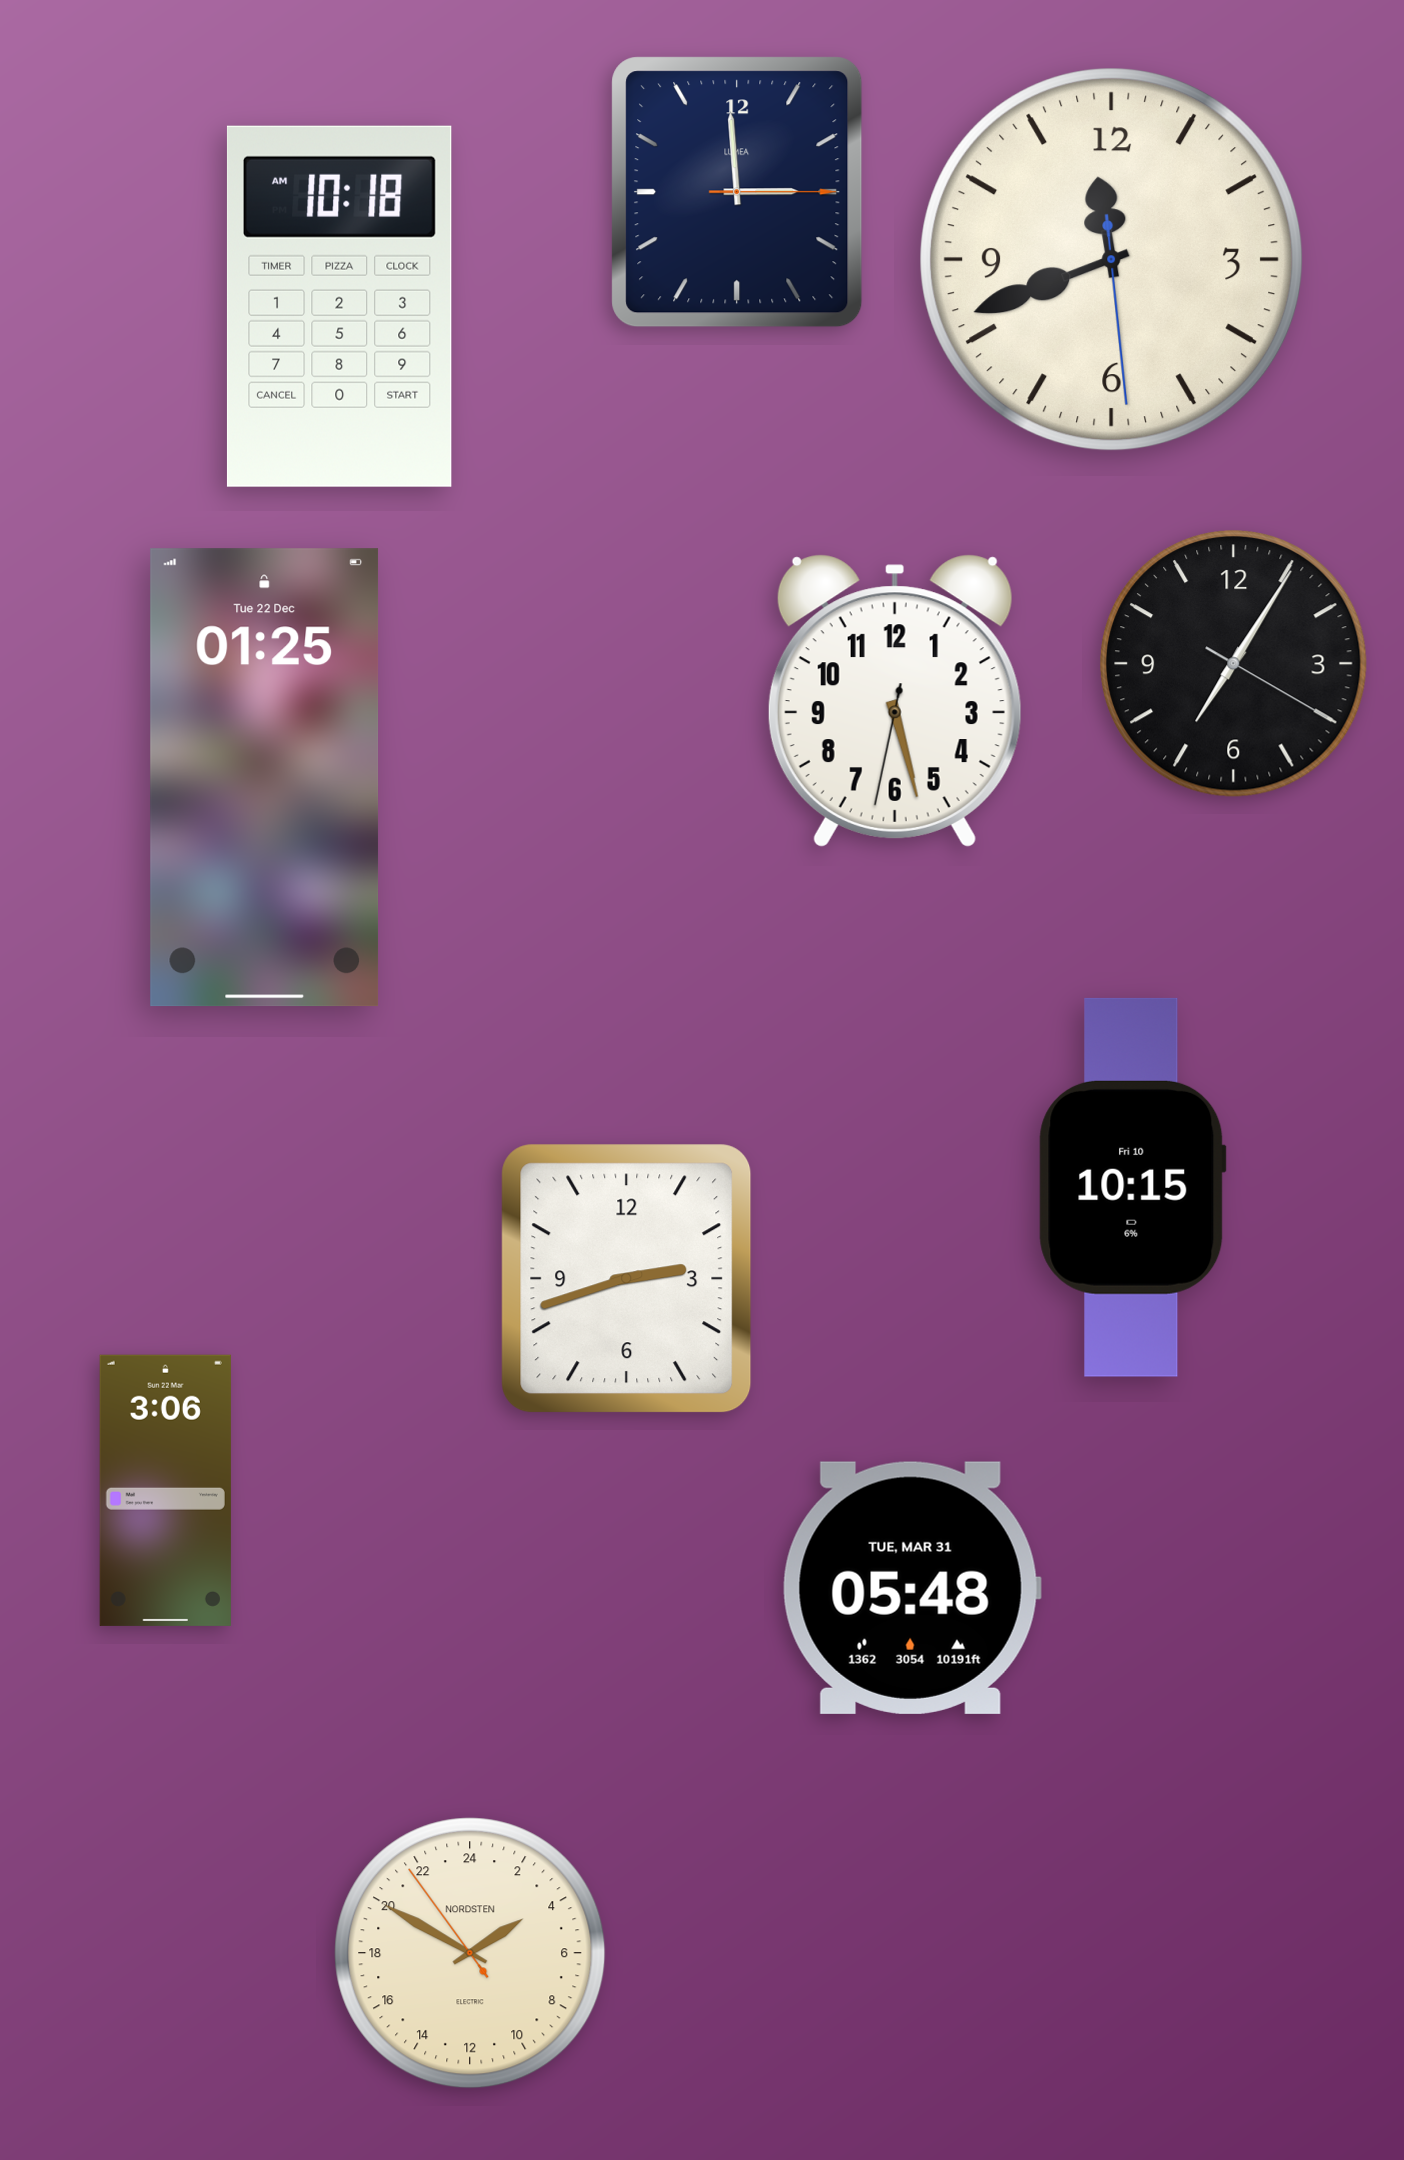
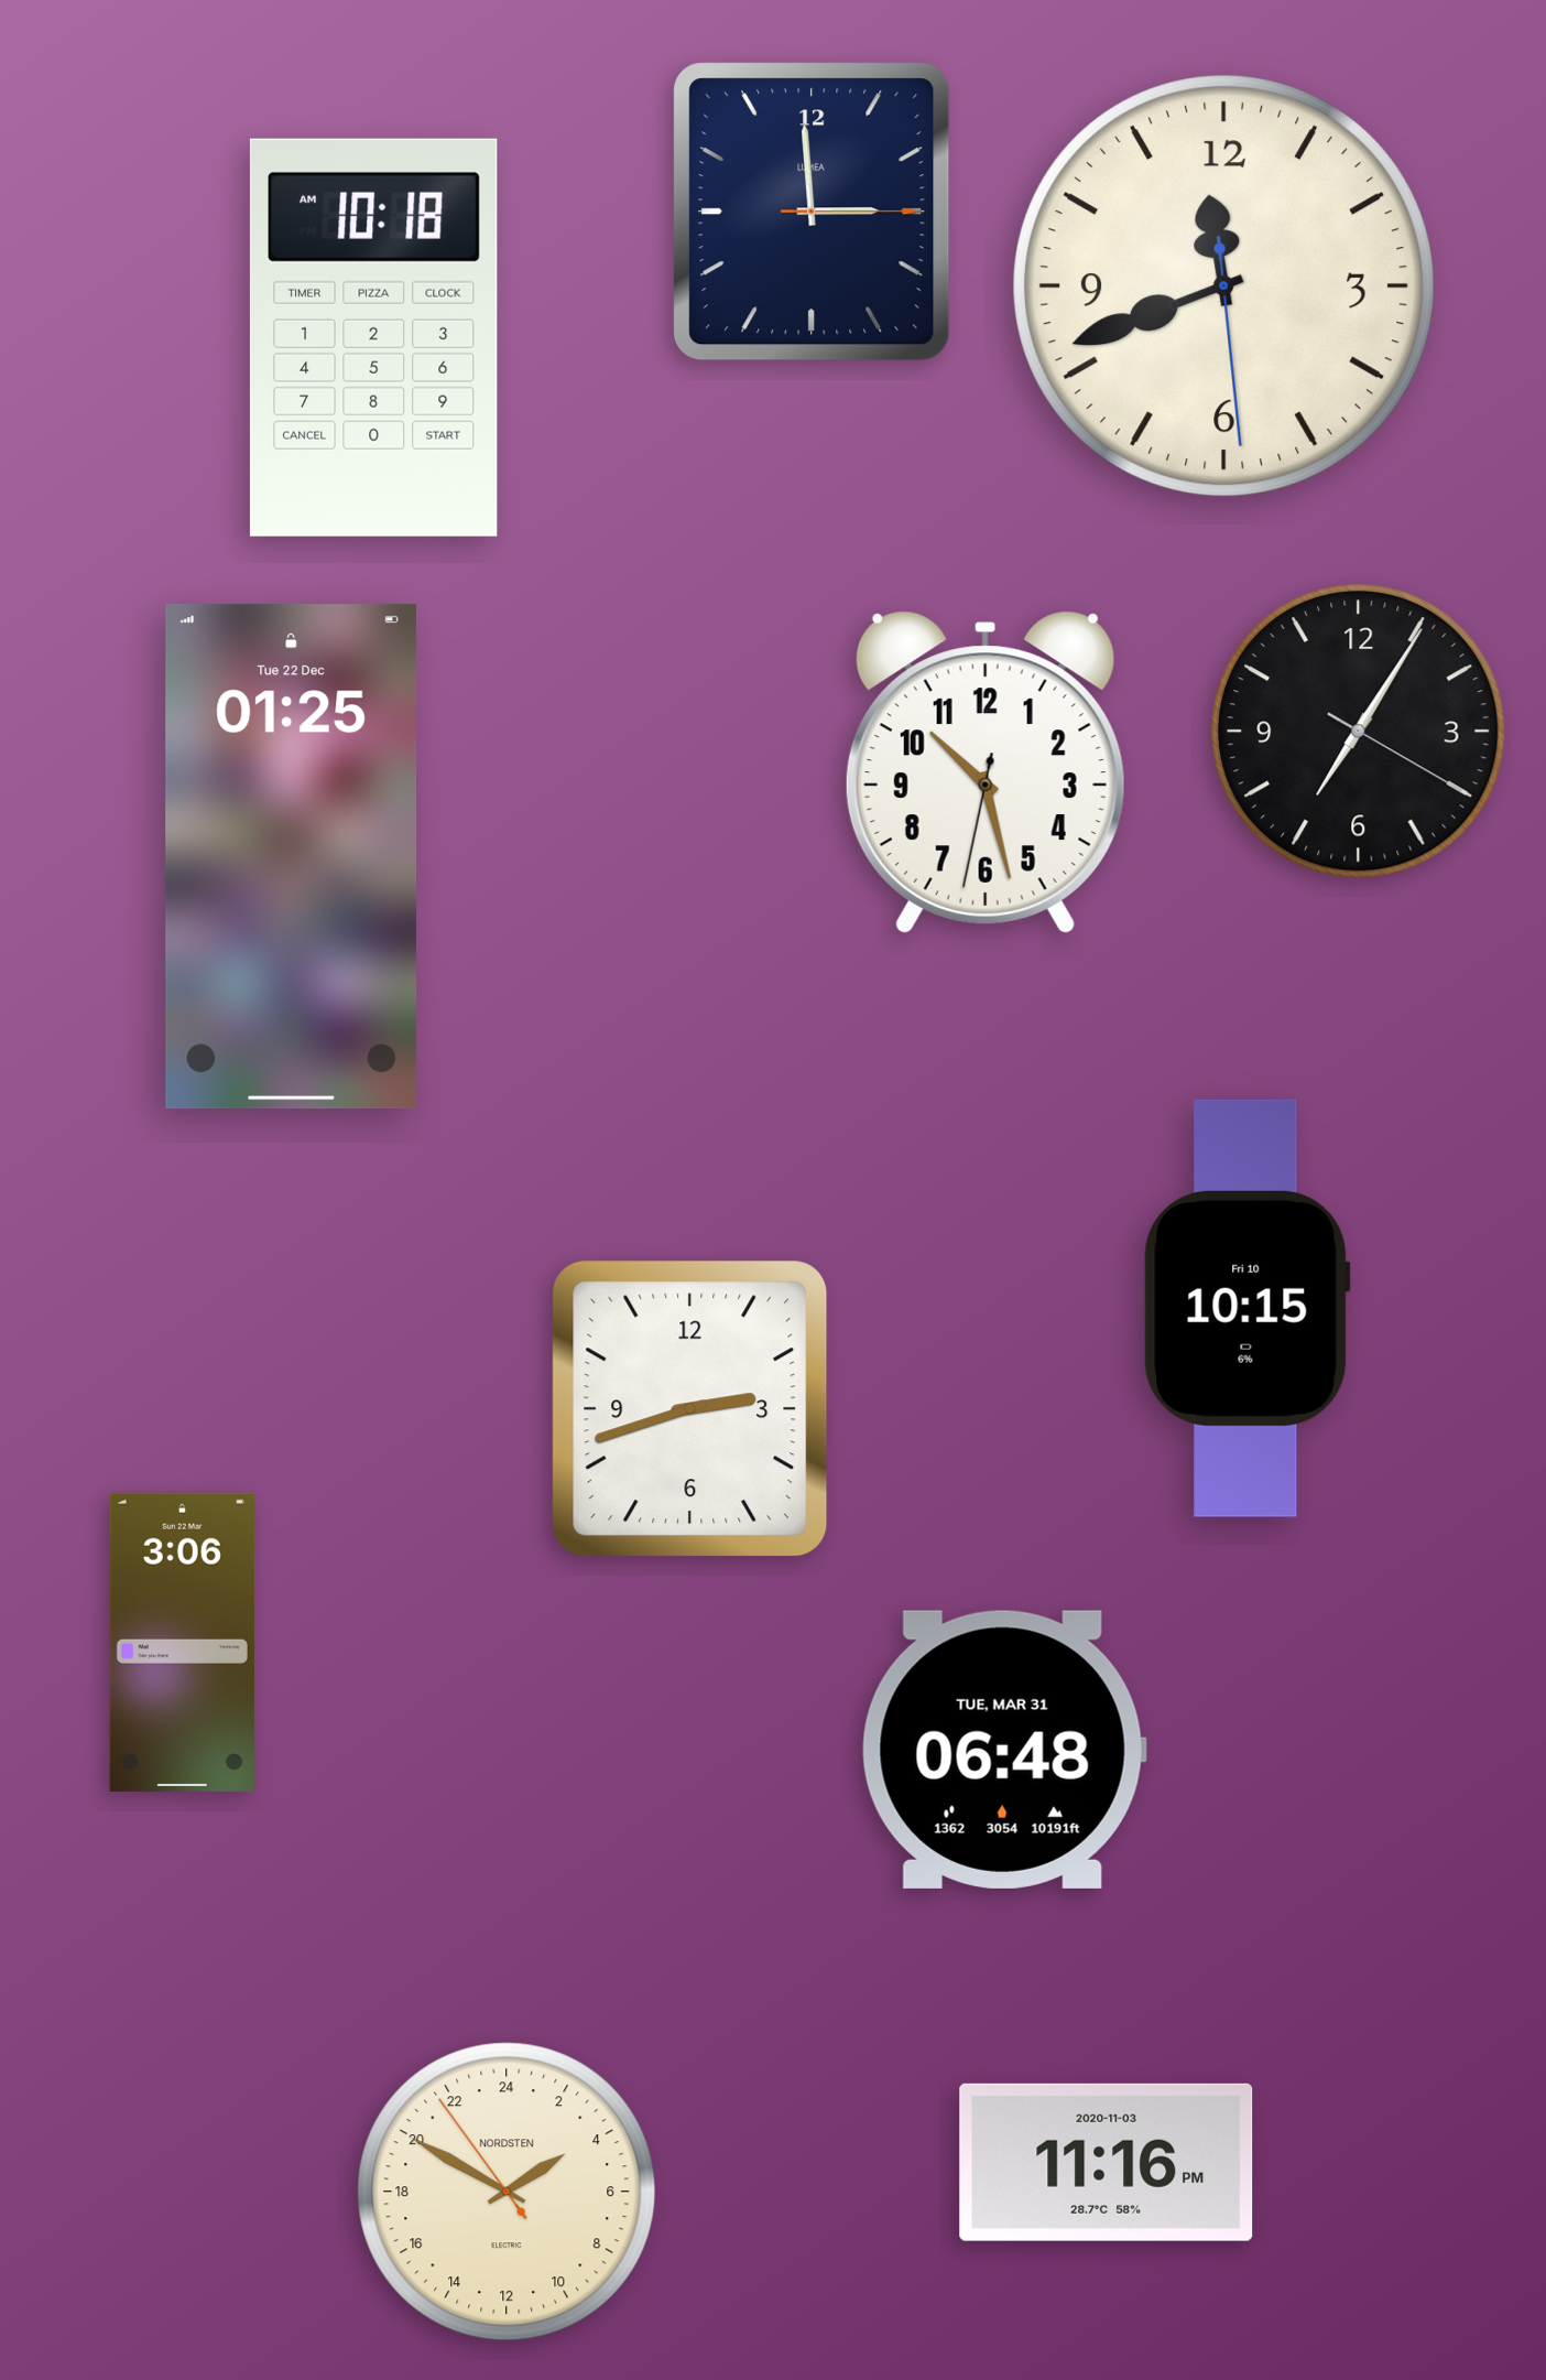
clock at (895, 701): 5:27 -> 10:27
clock at (912, 1588): 05:48 -> 06:48
clock at (470, 1953) position: (470, 1953) -> (507, 2192)
clock at (1107, 2162): none -> 11:16
